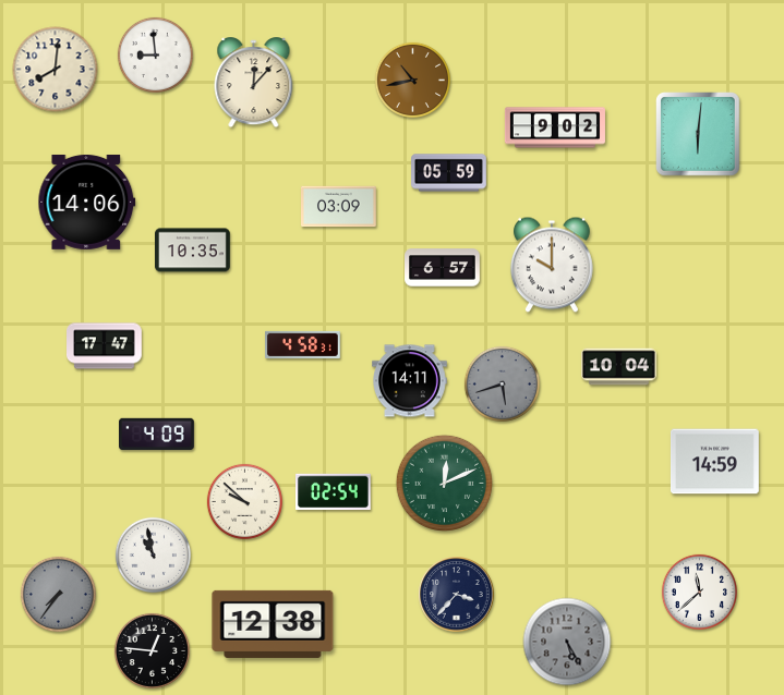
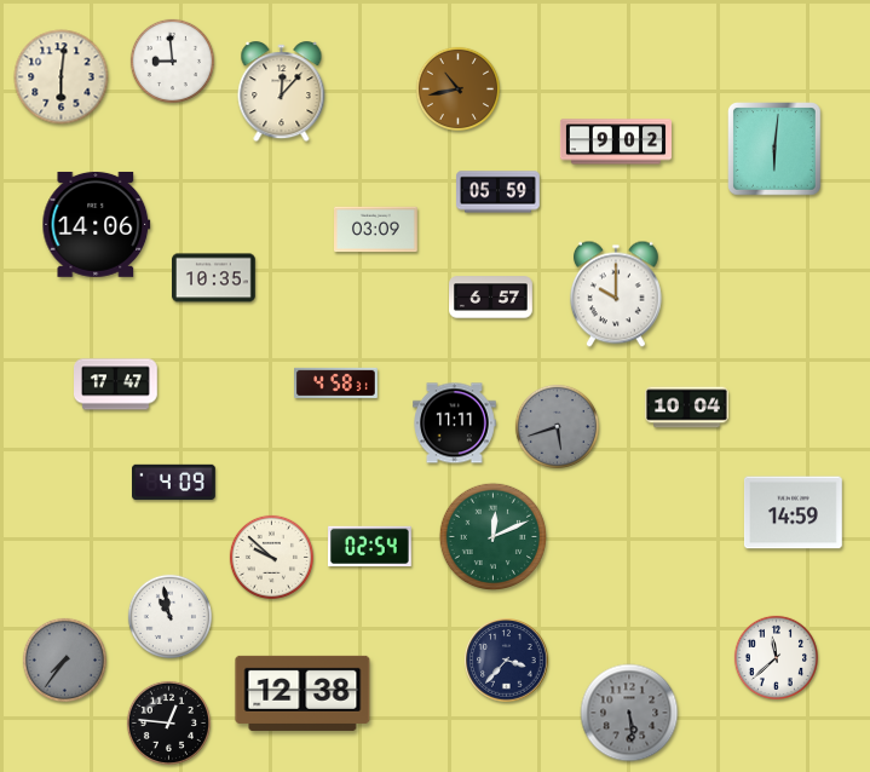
clock at (56, 70): 8:01 -> 6:01
clock at (552, 265) position: (552, 265) -> (616, 294)
clock at (410, 381): 14:11 -> 11:11
clock at (567, 642): 5:25 -> 5:29
